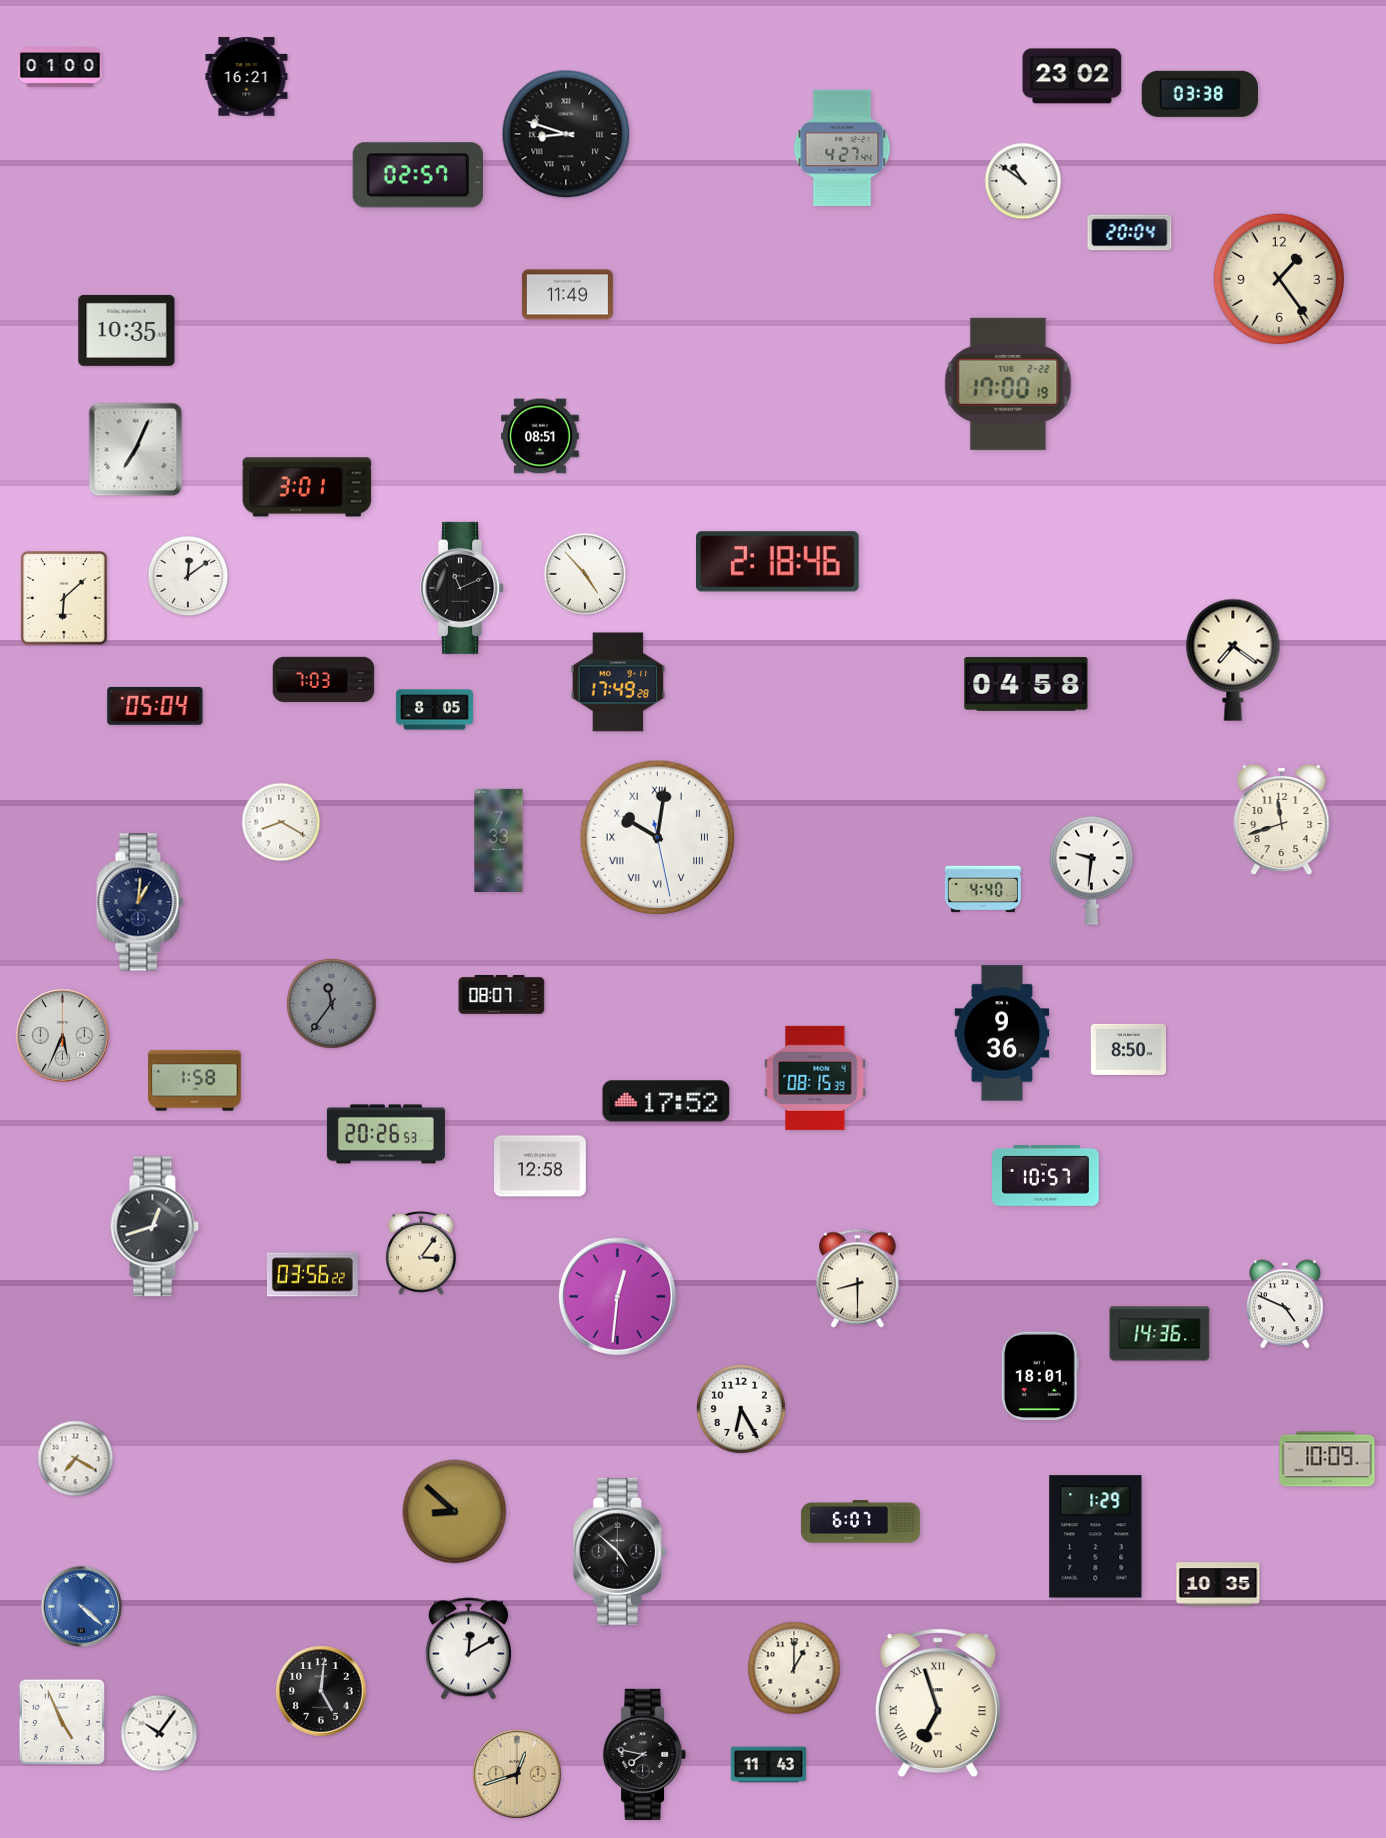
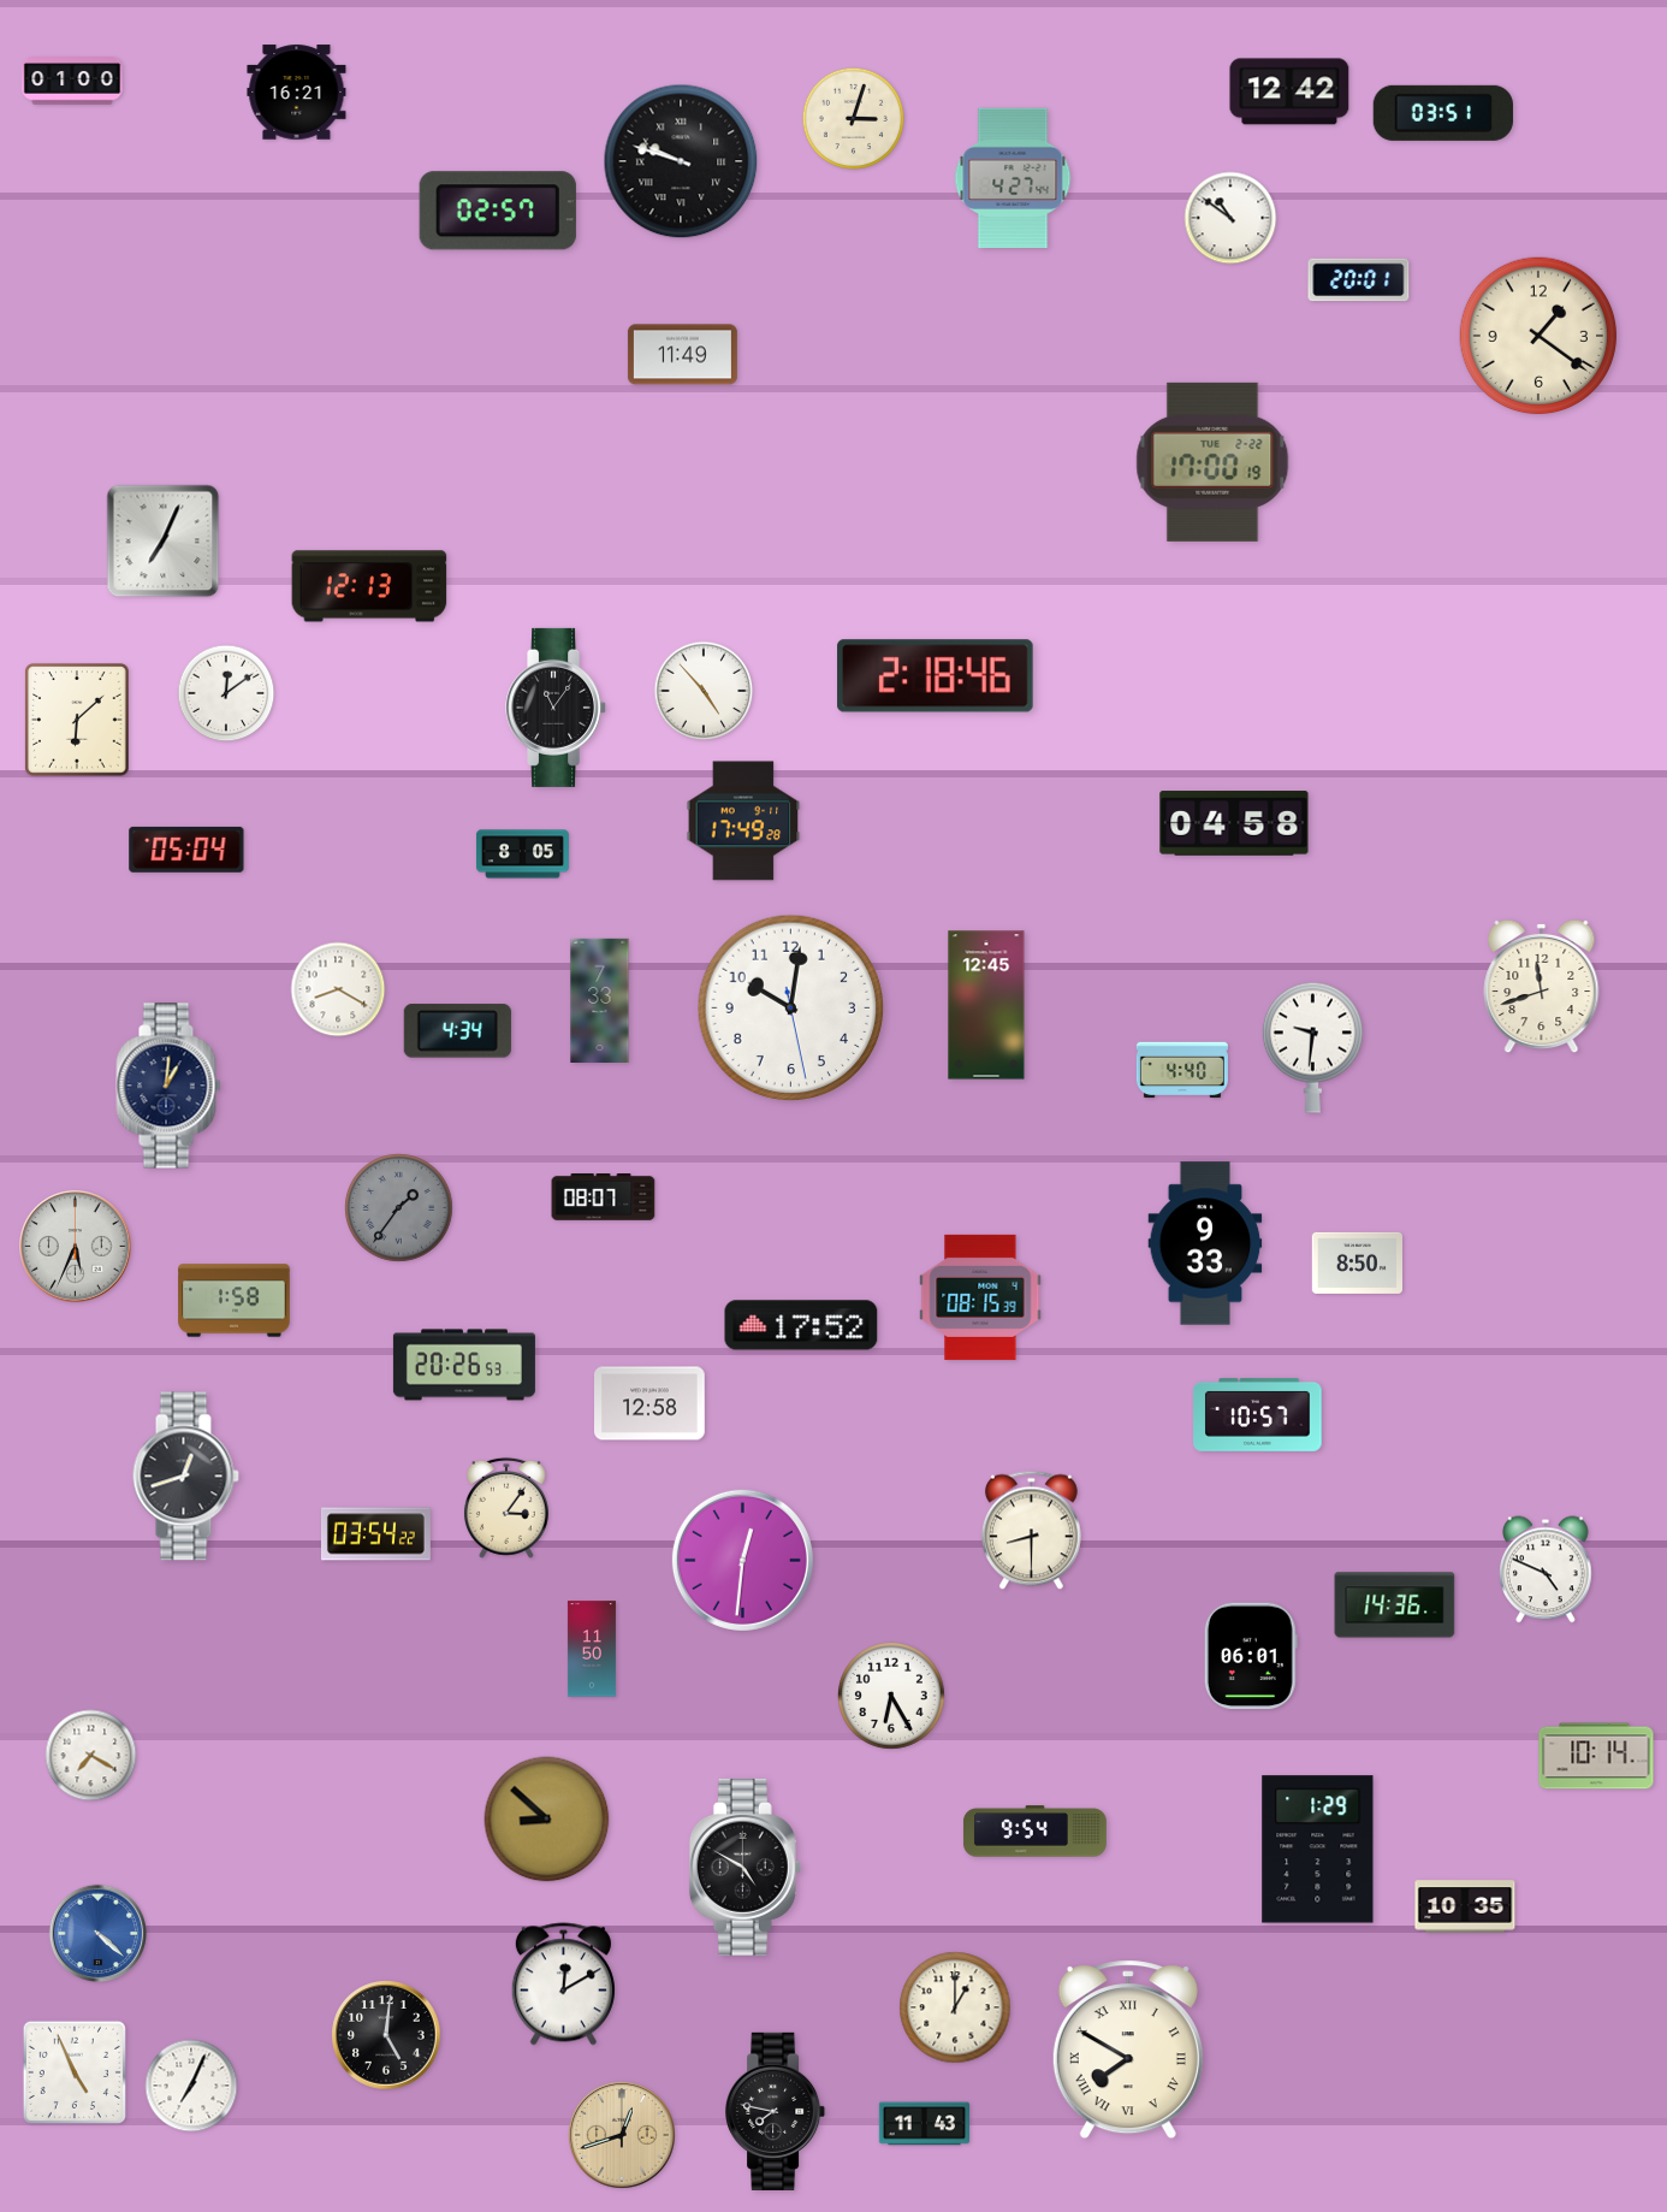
clock at (1072, 76): 23:02 -> 12:42
clock at (1200, 94): 03:38 -> 03:51
clock at (853, 118): none -> 3:03
clock at (566, 134): 8:48 -> 9:48
clock at (418, 175) position: (418, 175) -> (498, 211)
clock at (1130, 233): 20:04 -> 20:01
clock at (1279, 279): 1:24 -> 1:21
clock at (127, 330): 10:35 -> none
clock at (541, 436): 08:51 -> none
clock at (307, 487): 3:01 -> 12:13
clock at (463, 588): 11:11 -> 11:06
clock at (1233, 660): 7:21 -> none
clock at (324, 679): 7:03 -> none
clock at (986, 1005): none -> 12:45
clock at (658, 838) numerals: Roman -> Arabic
clock at (499, 840) position: (499, 840) -> (600, 1000)
clock at (457, 1031): none -> 4:34
clock at (332, 1004): 11:36 -> 1:36
clock at (1002, 1033): 9:36 -> 9:33
clock at (312, 1275): 03:56 -> 03:54
clock at (857, 1279) position: (857, 1279) -> (1031, 1531)
clock at (592, 1649): none -> 11:50
clock at (1040, 1376): 18:01 -> 06:01
clock at (1327, 1459): 10:09 -> 10:14
clock at (860, 1522): 6:07 -> 9:54
clock at (619, 1551): 4:52 -> 4:50
clock at (938, 1703): 6:57 -> 7:50
clock at (159, 1733): 10:06 -> 7:04
